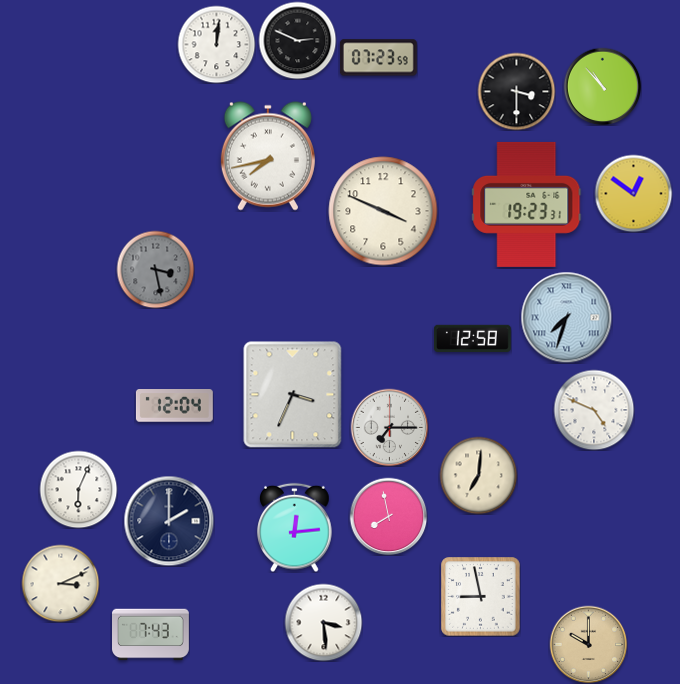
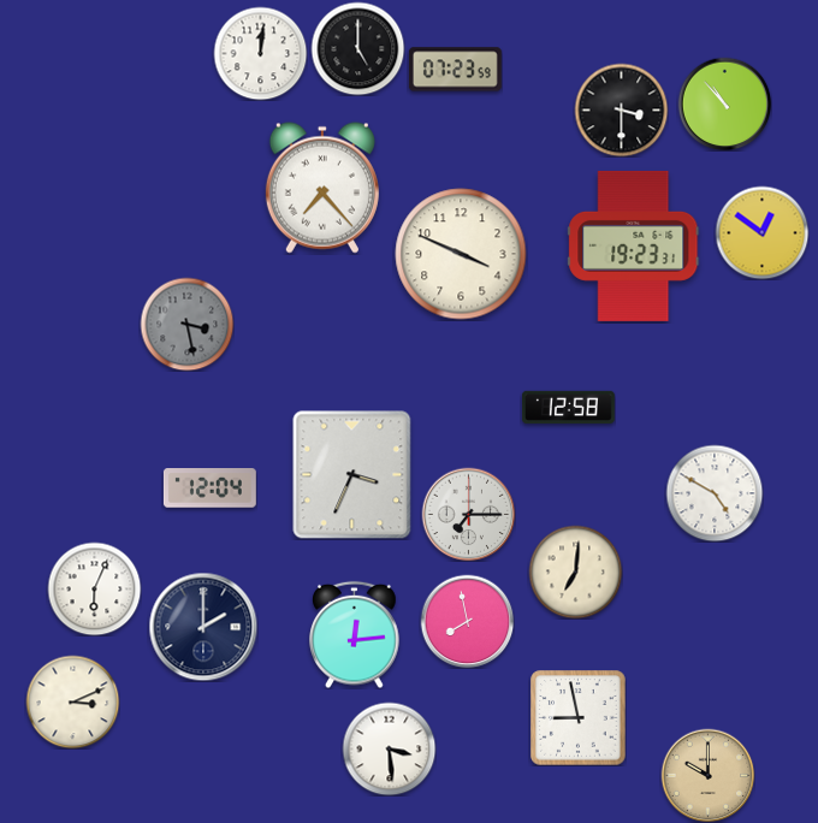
clock at (297, 40): 2:49 -> 5:00
clock at (268, 156): 7:43 -> 7:23
clock at (566, 317): 7:33 -> none
clock at (594, 410): 4:49 -> 4:50
clock at (151, 635): 7:43 -> none
